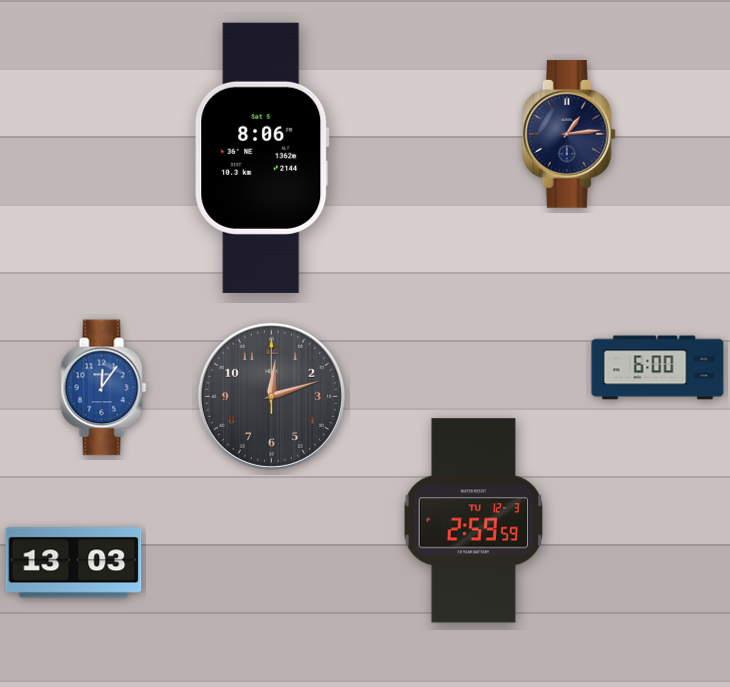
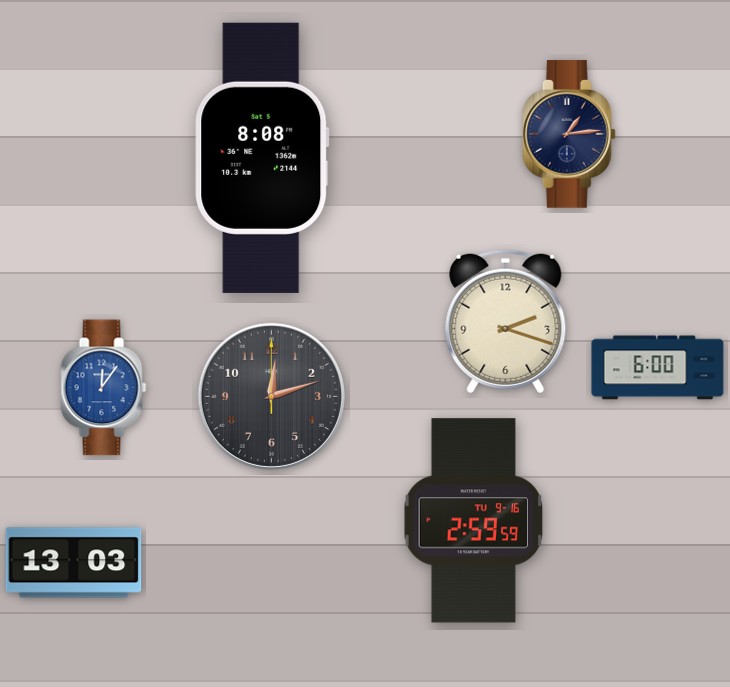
clock at (262, 158): 8:06 -> 8:08
clock at (506, 322): none -> 2:18
clock at (474, 521) date: TU 12-3 -> TU 9-16
